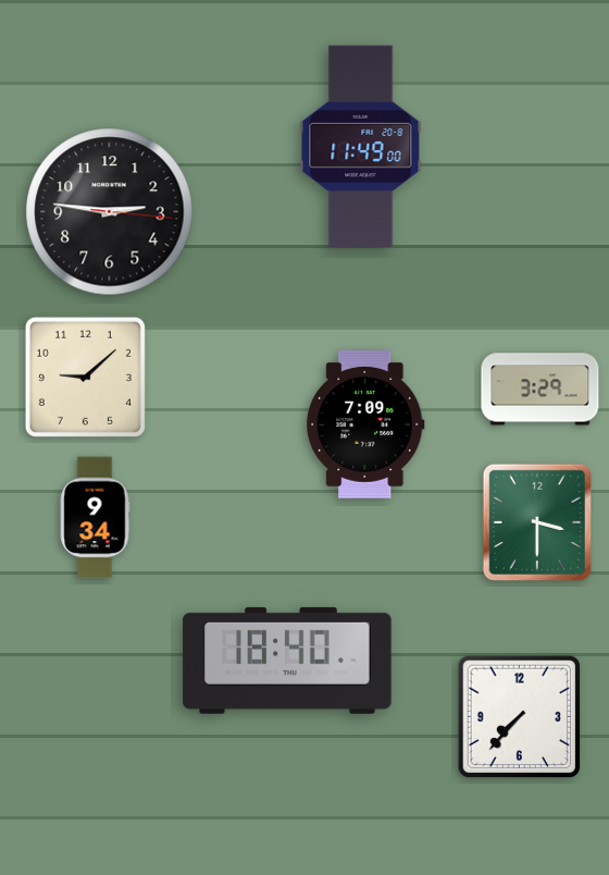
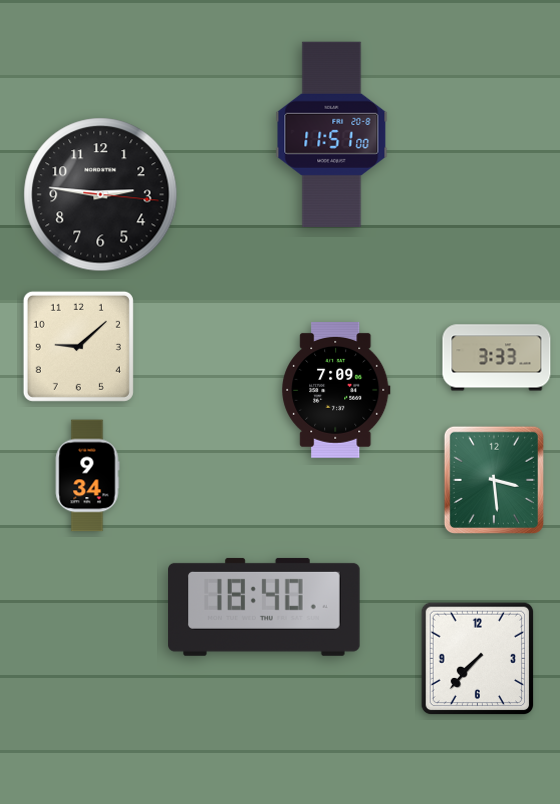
clock at (361, 146): 11:49 -> 11:51
clock at (540, 390): 3:29 -> 3:33
clock at (536, 521): 3:30 -> 3:29
